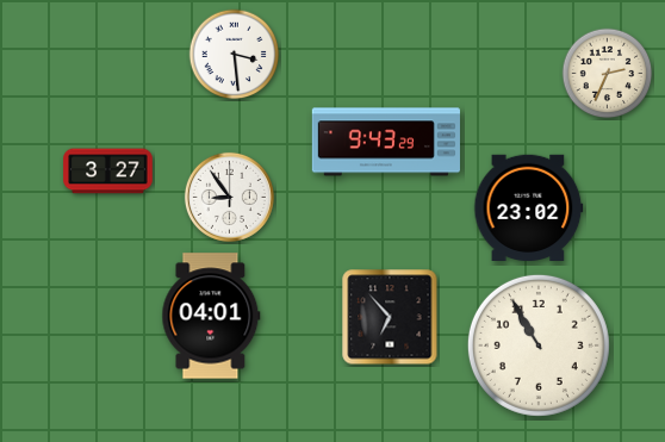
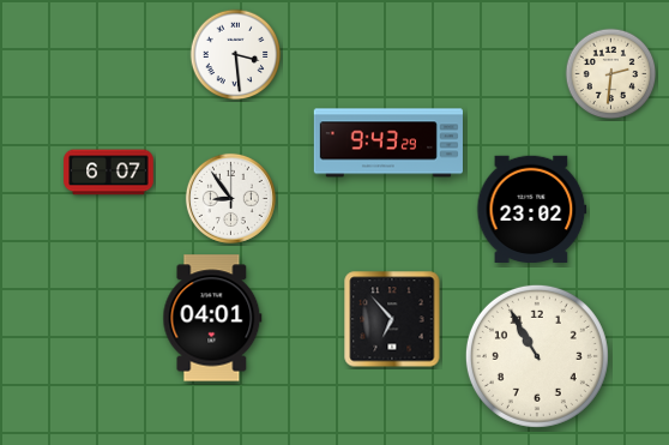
clock at (608, 74): 2:34 -> 2:31
clock at (108, 172): 3:27 -> 6:07
clock at (539, 345) position: (539, 345) -> (537, 356)
